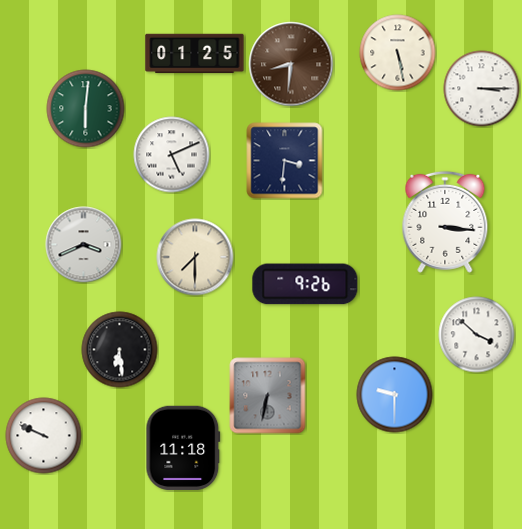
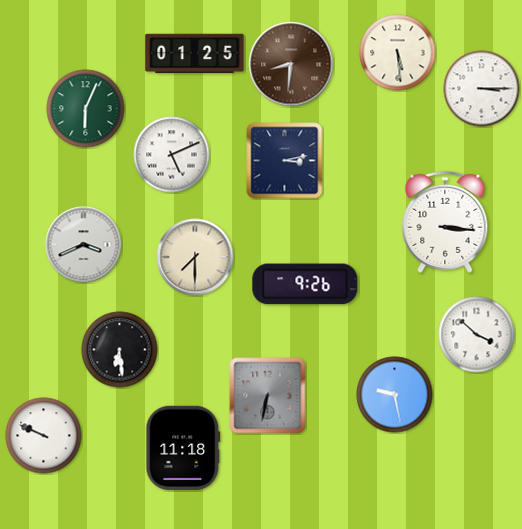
clock at (398, 53): 5:28 -> 5:29
clock at (86, 109): 6:01 -> 6:04
clock at (285, 161): 3:31 -> 3:13
clock at (395, 395): 9:30 -> 9:28
